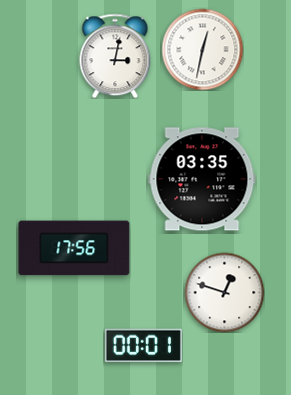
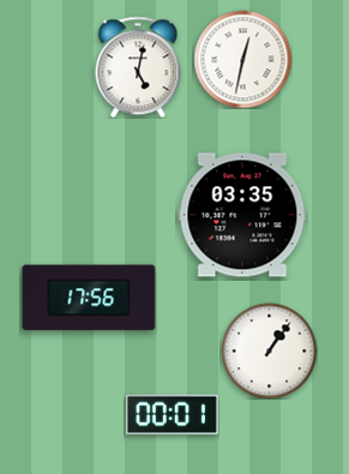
clock at (115, 56): 3:02 -> 5:02
clock at (224, 292): 12:48 -> 1:06
